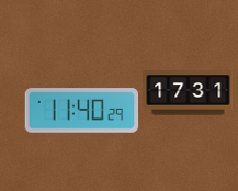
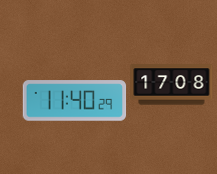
clock at (189, 93): 17:31 -> 17:08
